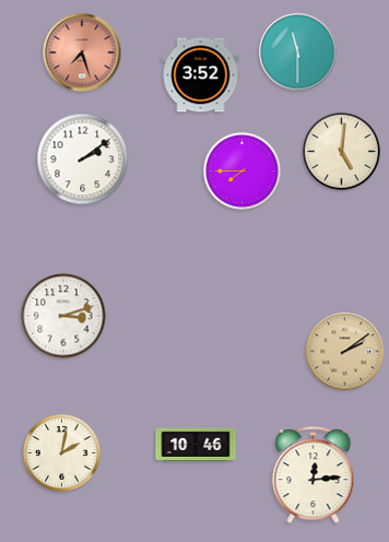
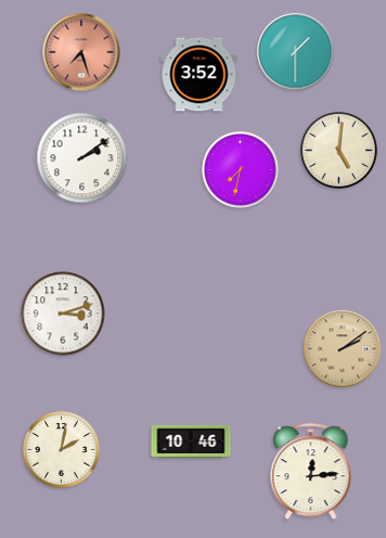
clock at (298, 52): 11:30 -> 1:30
clock at (243, 172): 7:45 -> 7:32
clock at (196, 445) position: (196, 445) -> (191, 441)
